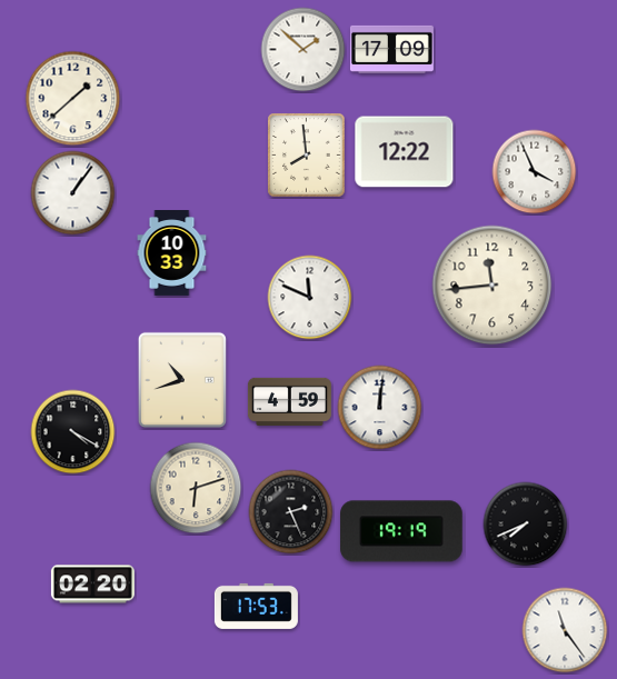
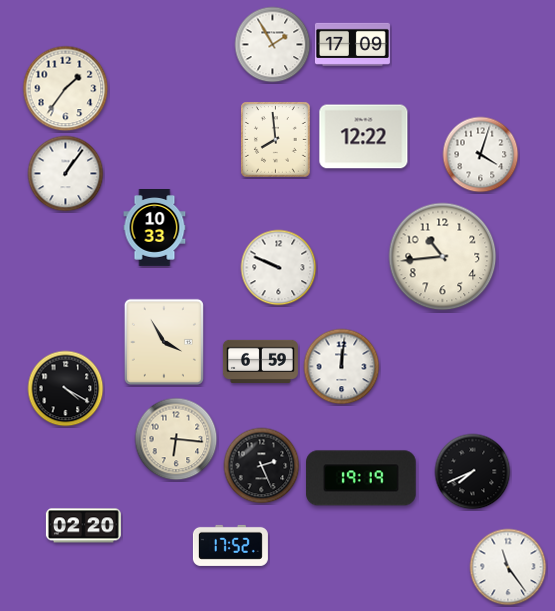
clock at (303, 50): 1:52 -> 1:55
clock at (73, 99): 1:38 -> 1:36
clock at (535, 172): 3:56 -> 4:03
clock at (492, 286): 11:44 -> 10:44
clock at (310, 298): 11:49 -> 9:49
clock at (182, 380): 10:42 -> 3:55
clock at (289, 401): 4:59 -> 6:59
clock at (196, 488): 6:12 -> 6:16
clock at (291, 512) position: (291, 512) -> (262, 466)
clock at (256, 606): 17:53 -> 17:52
